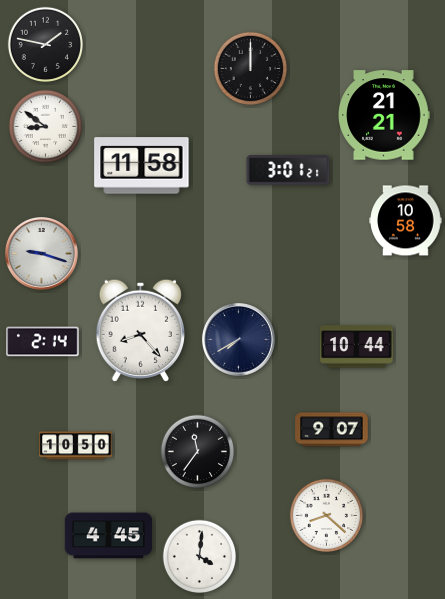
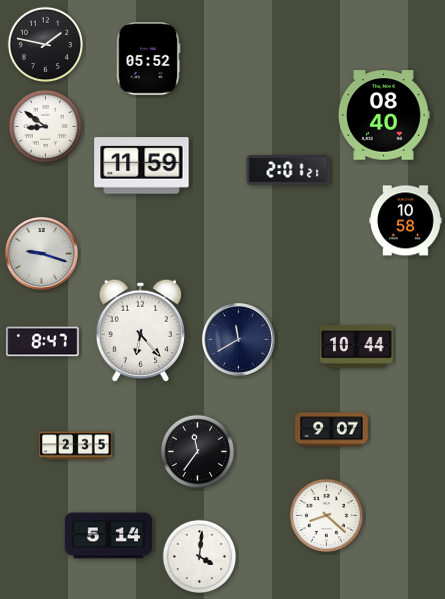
clock at (149, 59): none -> 05:52
clock at (251, 69): 12:00 -> none
clock at (384, 115): 21:21 -> 08:40
clock at (142, 166): 11:58 -> 11:59
clock at (288, 170): 3:01 -> 2:01
clock at (140, 330): 8:23 -> 6:23
clock at (239, 340): 7:40 -> 11:40
clock at (43, 342): 2:14 -> 8:47
clock at (76, 446): 10:50 -> 2:35
clock at (109, 536): 4:45 -> 5:14
